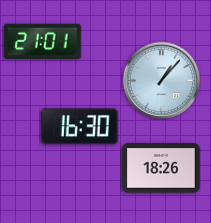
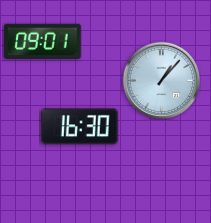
clock at (43, 42): 21:01 -> 09:01
clock at (161, 168): 18:26 -> none
